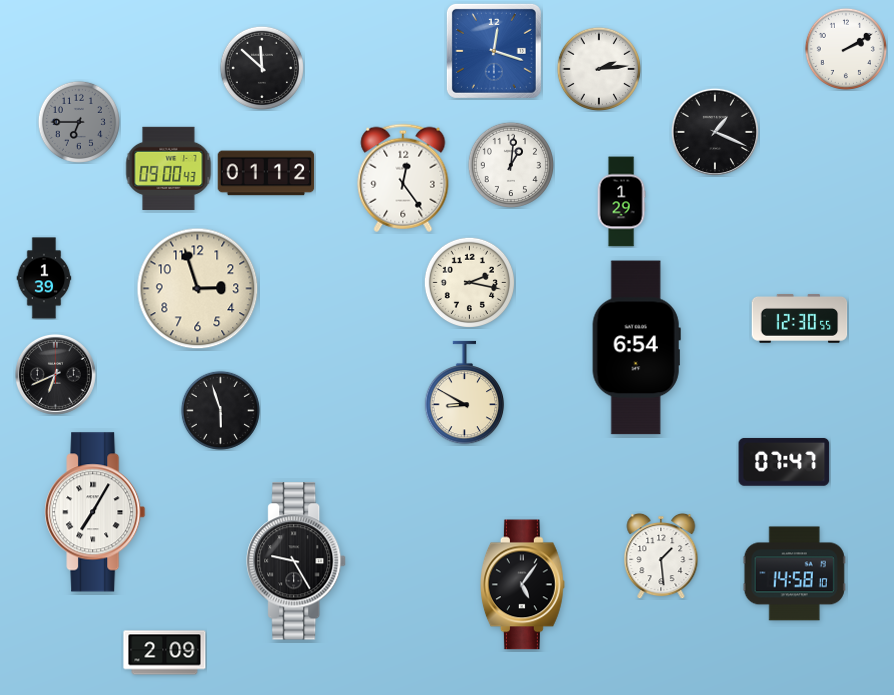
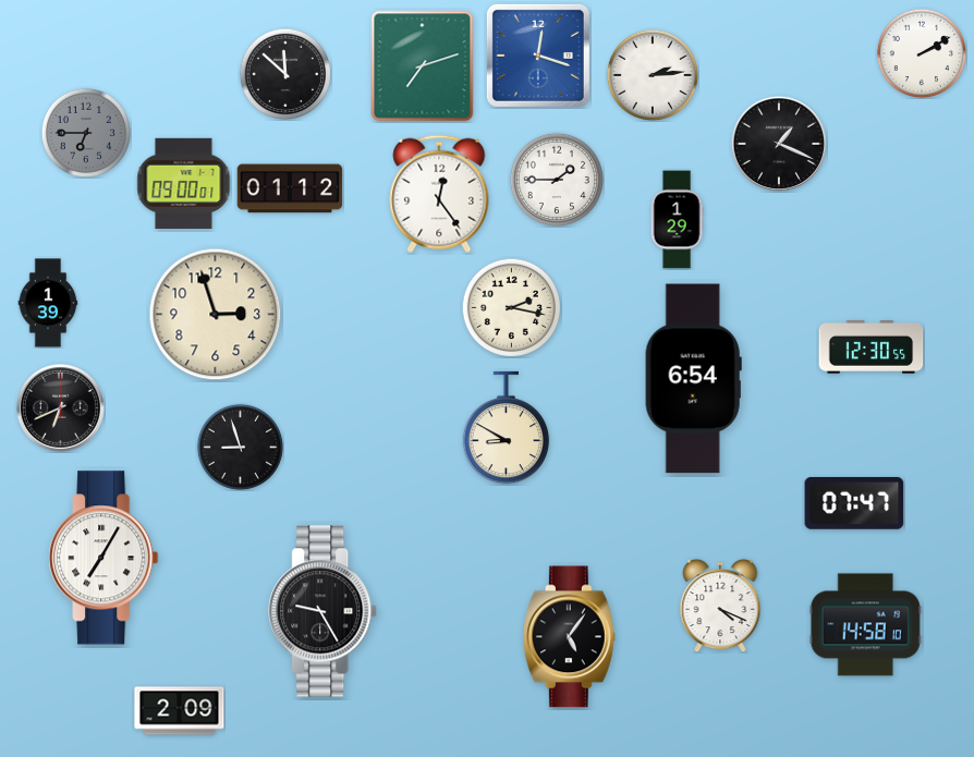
clock at (423, 66): none -> 7:12
clock at (510, 164): 1:01 -> 1:45
clock at (169, 168): 09:00:43 -> 09:00:01
clock at (220, 410): 5:57 -> 8:57
clock at (661, 556): 1:29 -> 4:19
